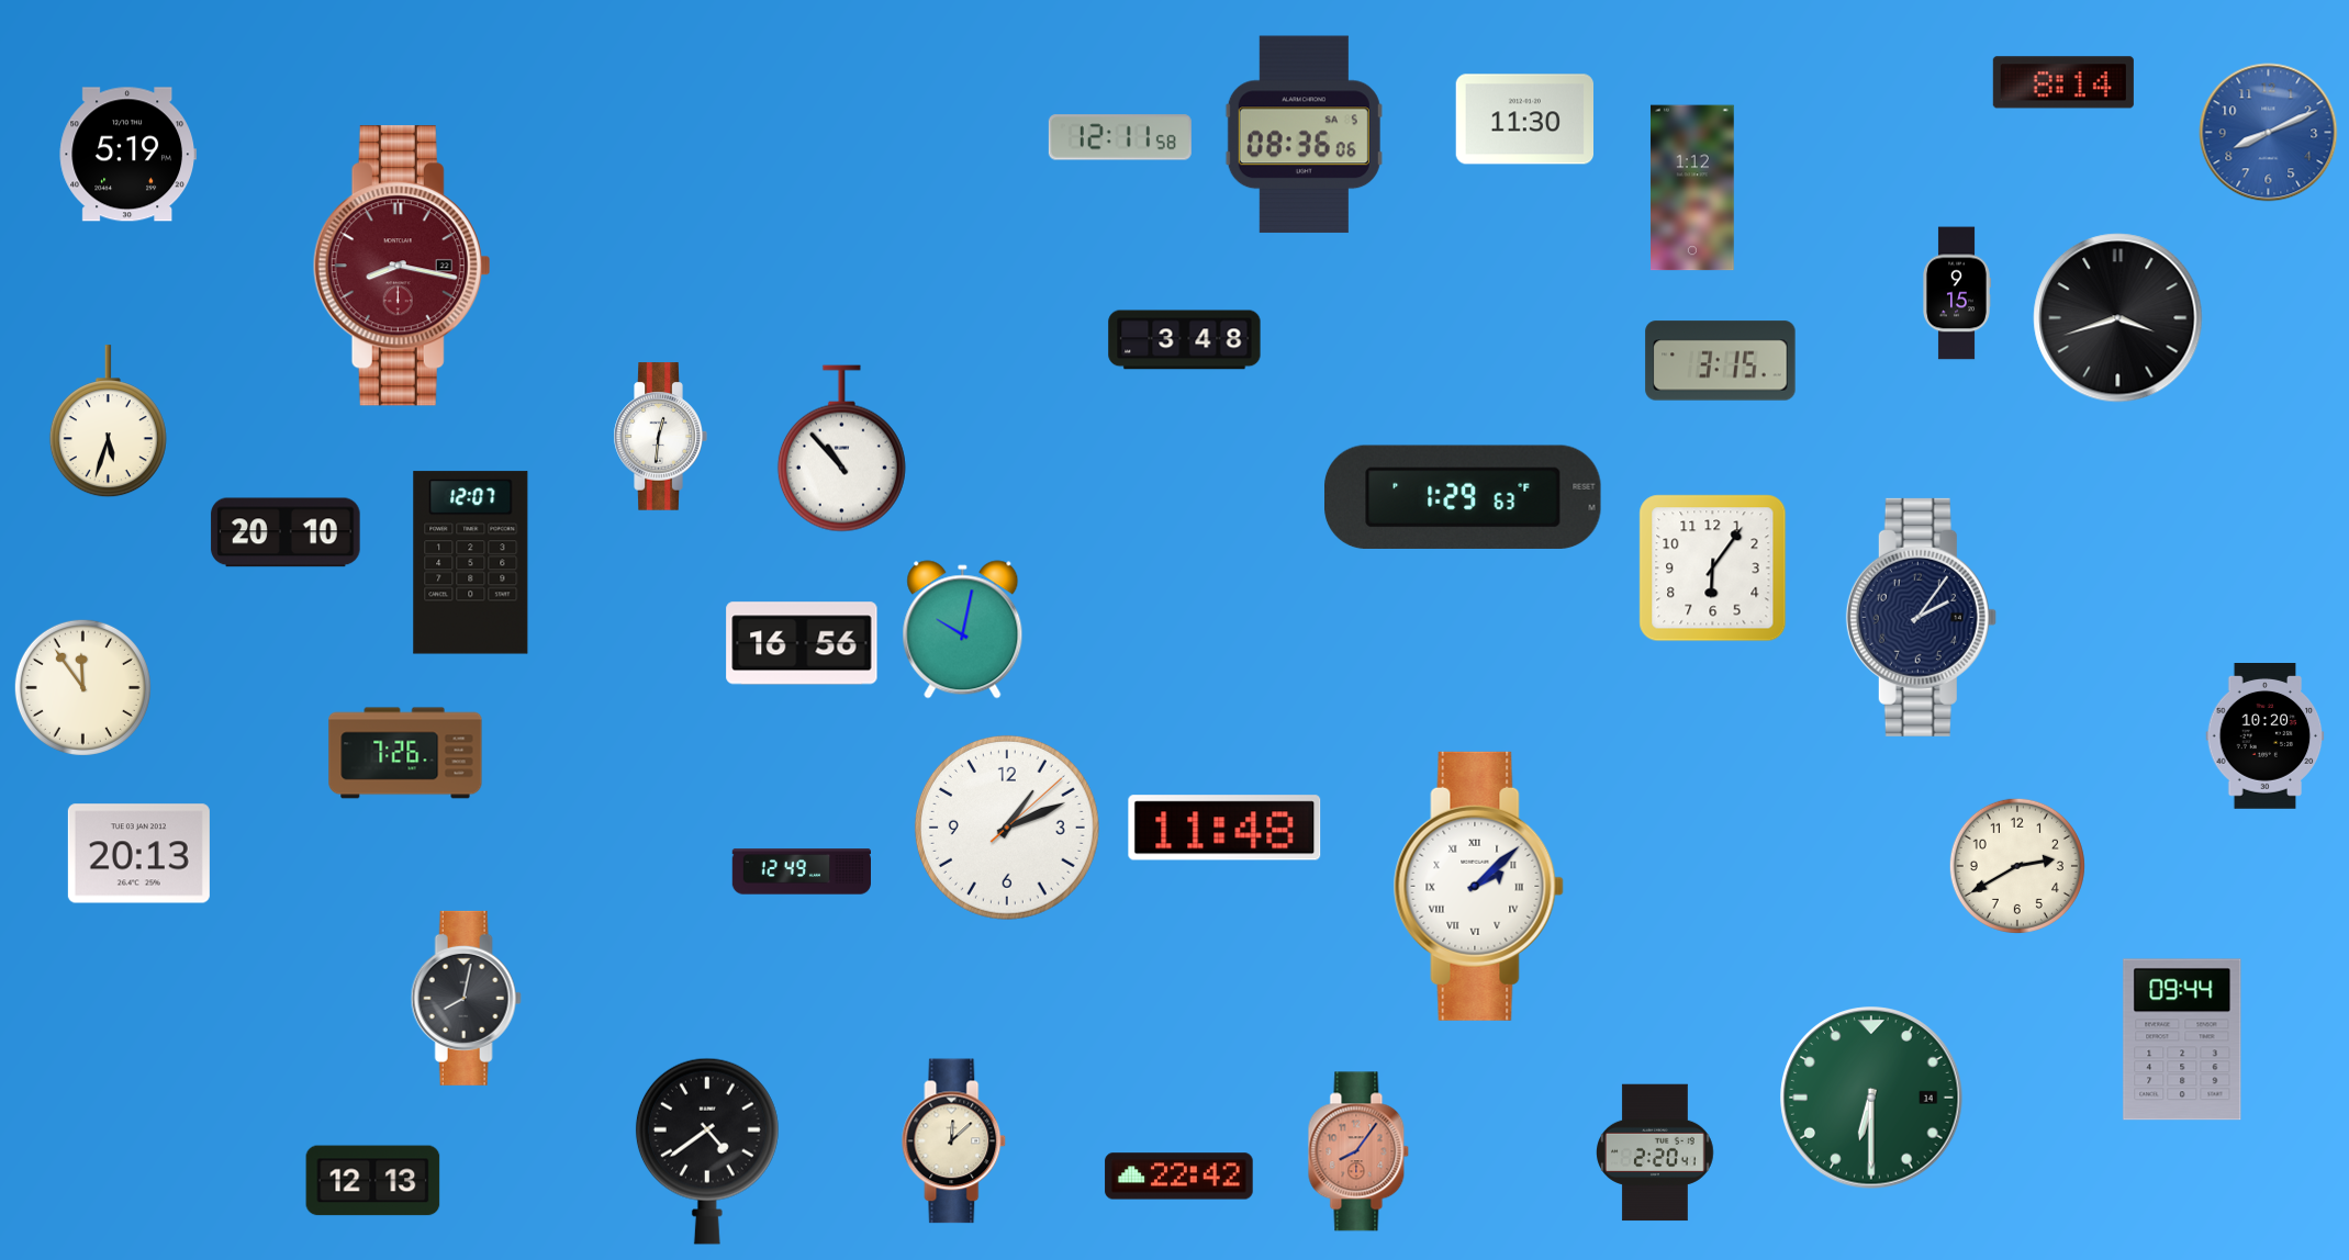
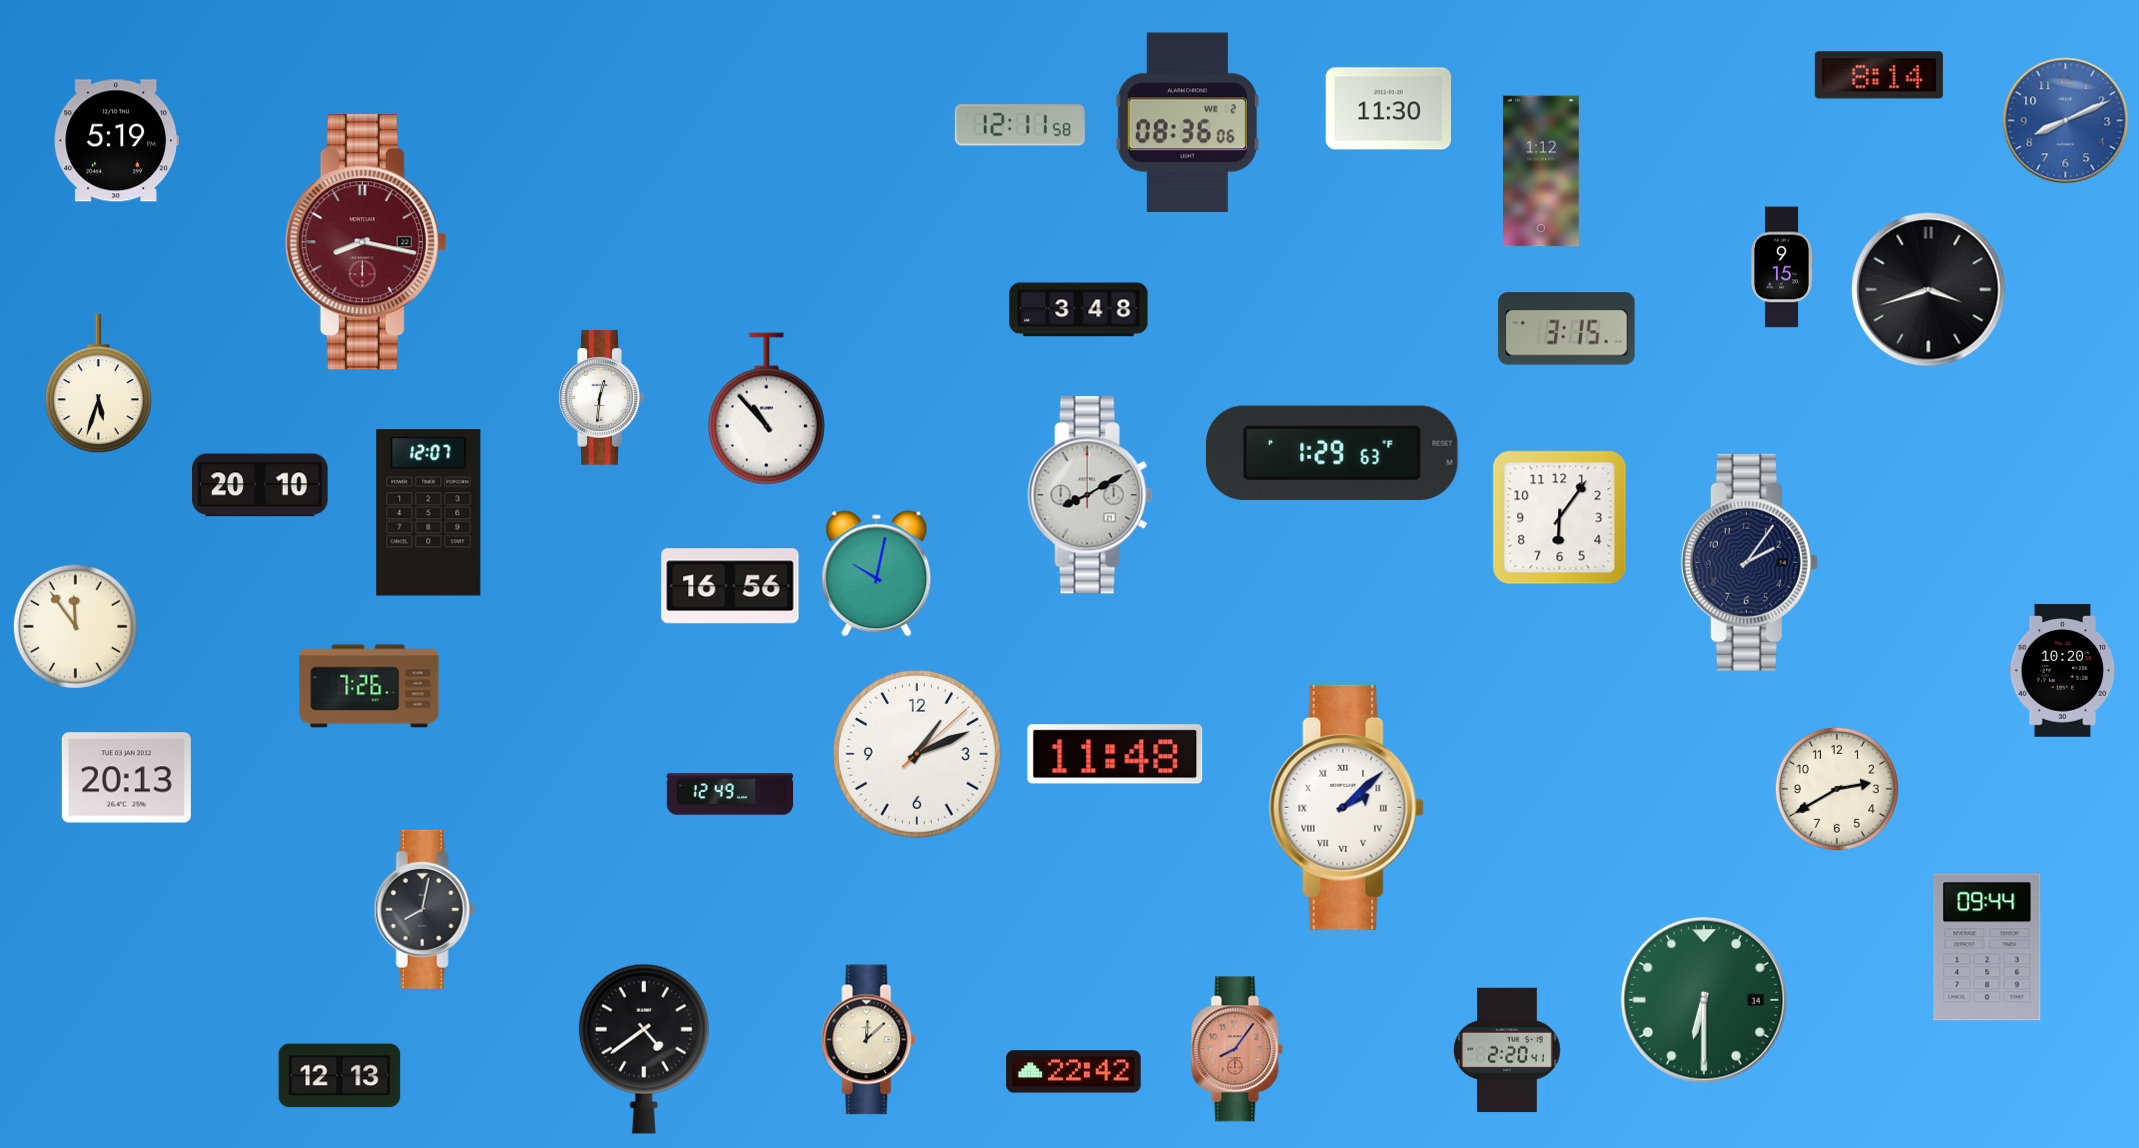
clock at (1304, 135) date: SA 5 -> WE 2
clock at (1090, 495): none -> 8:10
